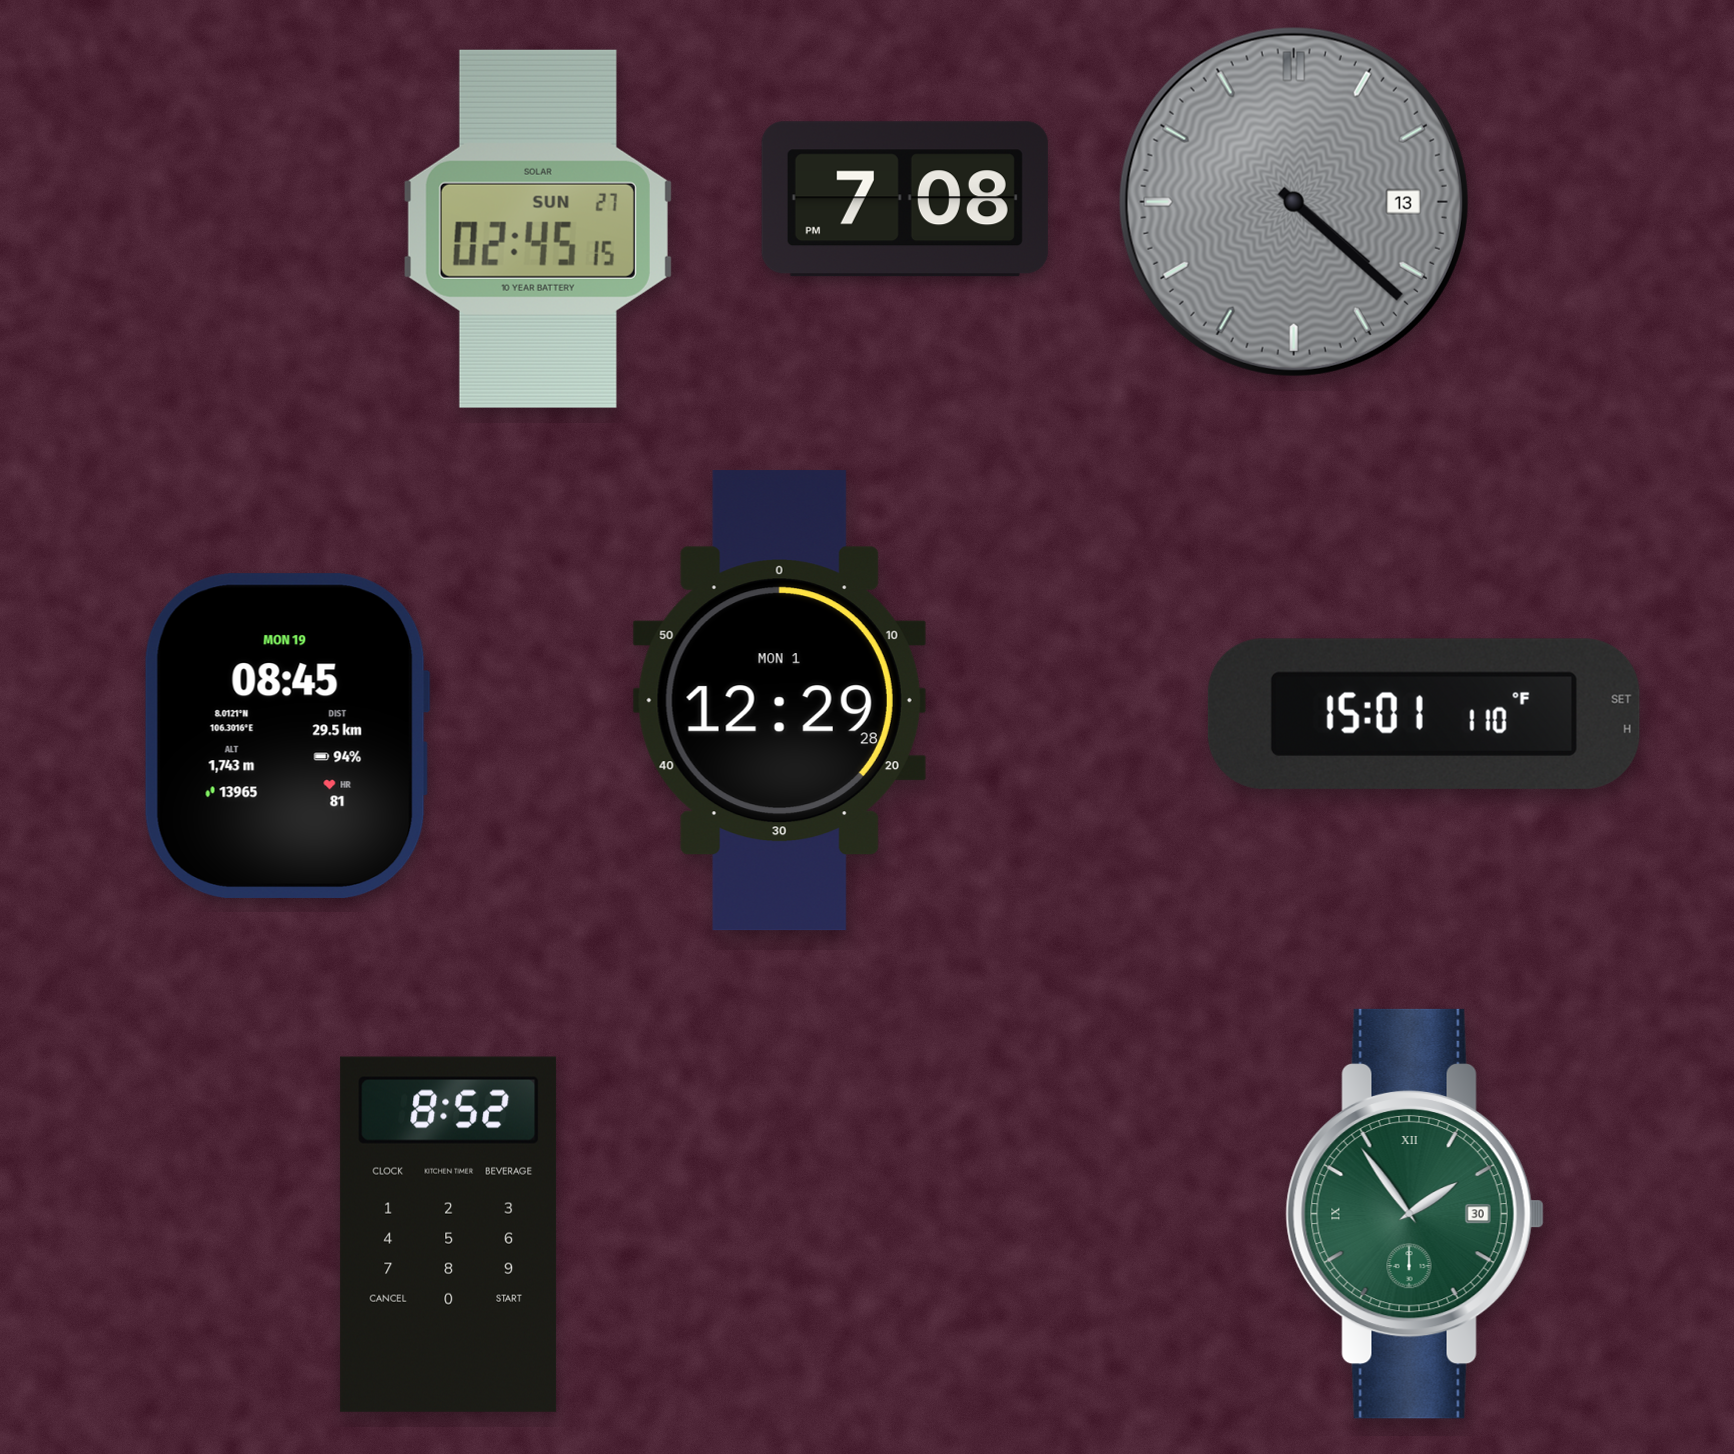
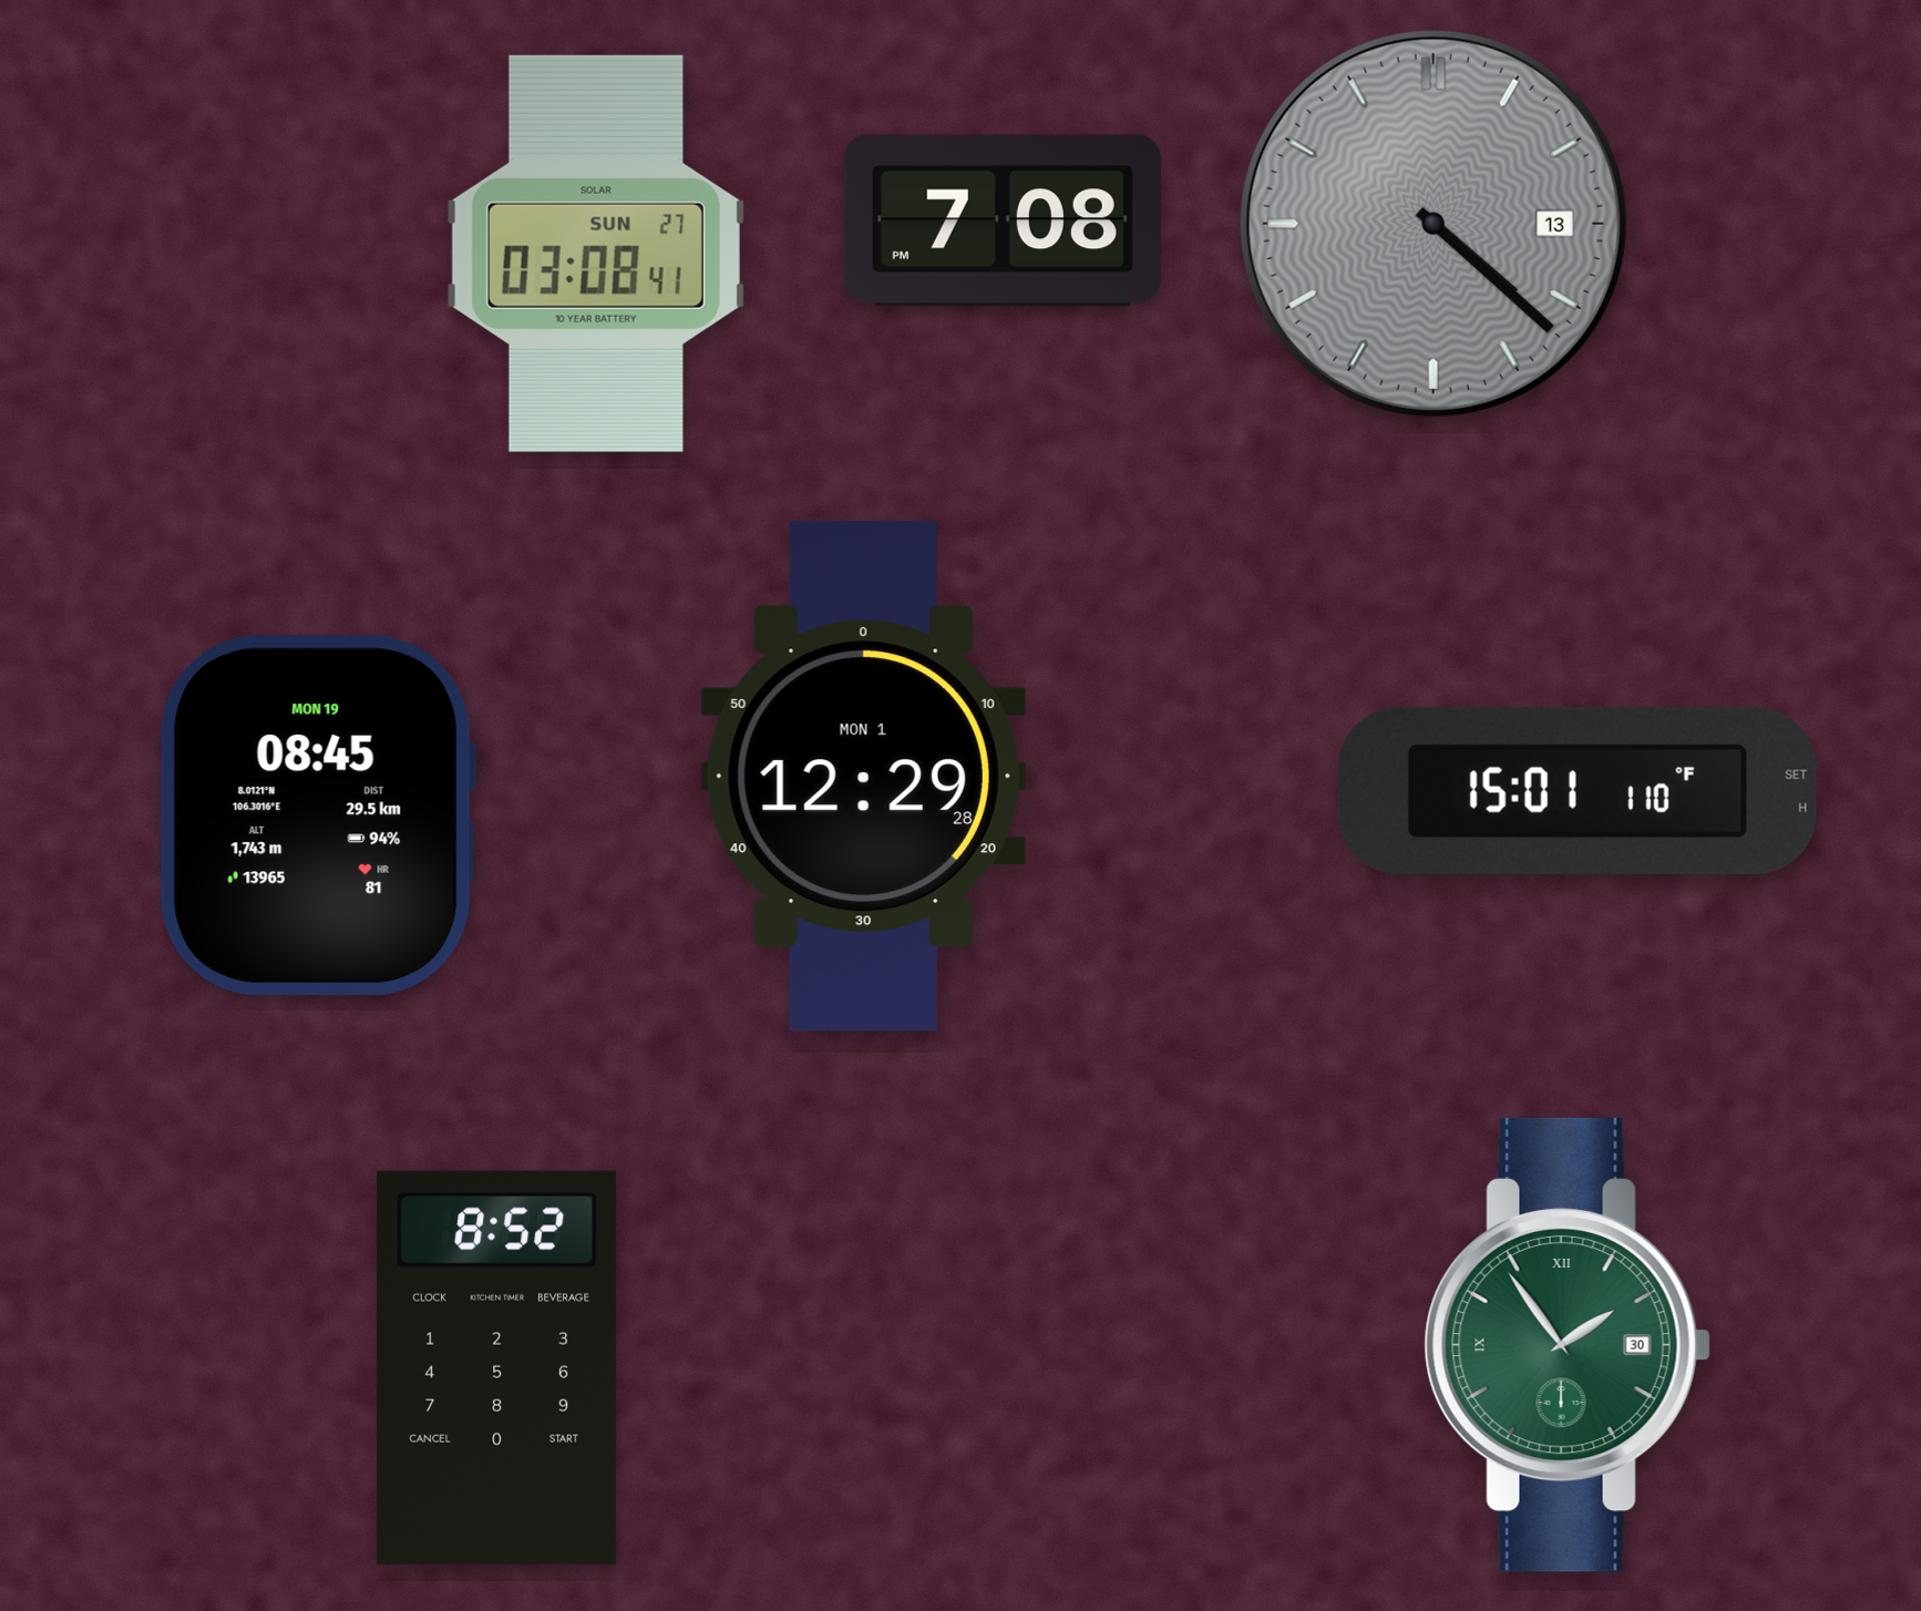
clock at (538, 229): 02:45 -> 03:08
